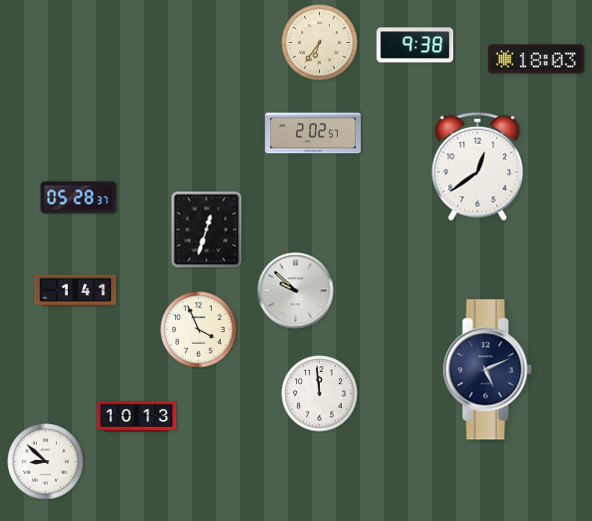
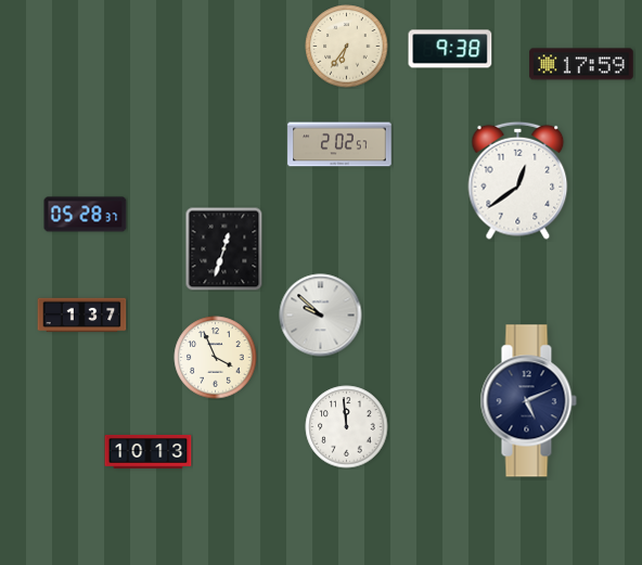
clock at (536, 59): 18:03 -> 17:59
clock at (76, 291): 1:41 -> 1:37
clock at (46, 462): 8:52 -> none
